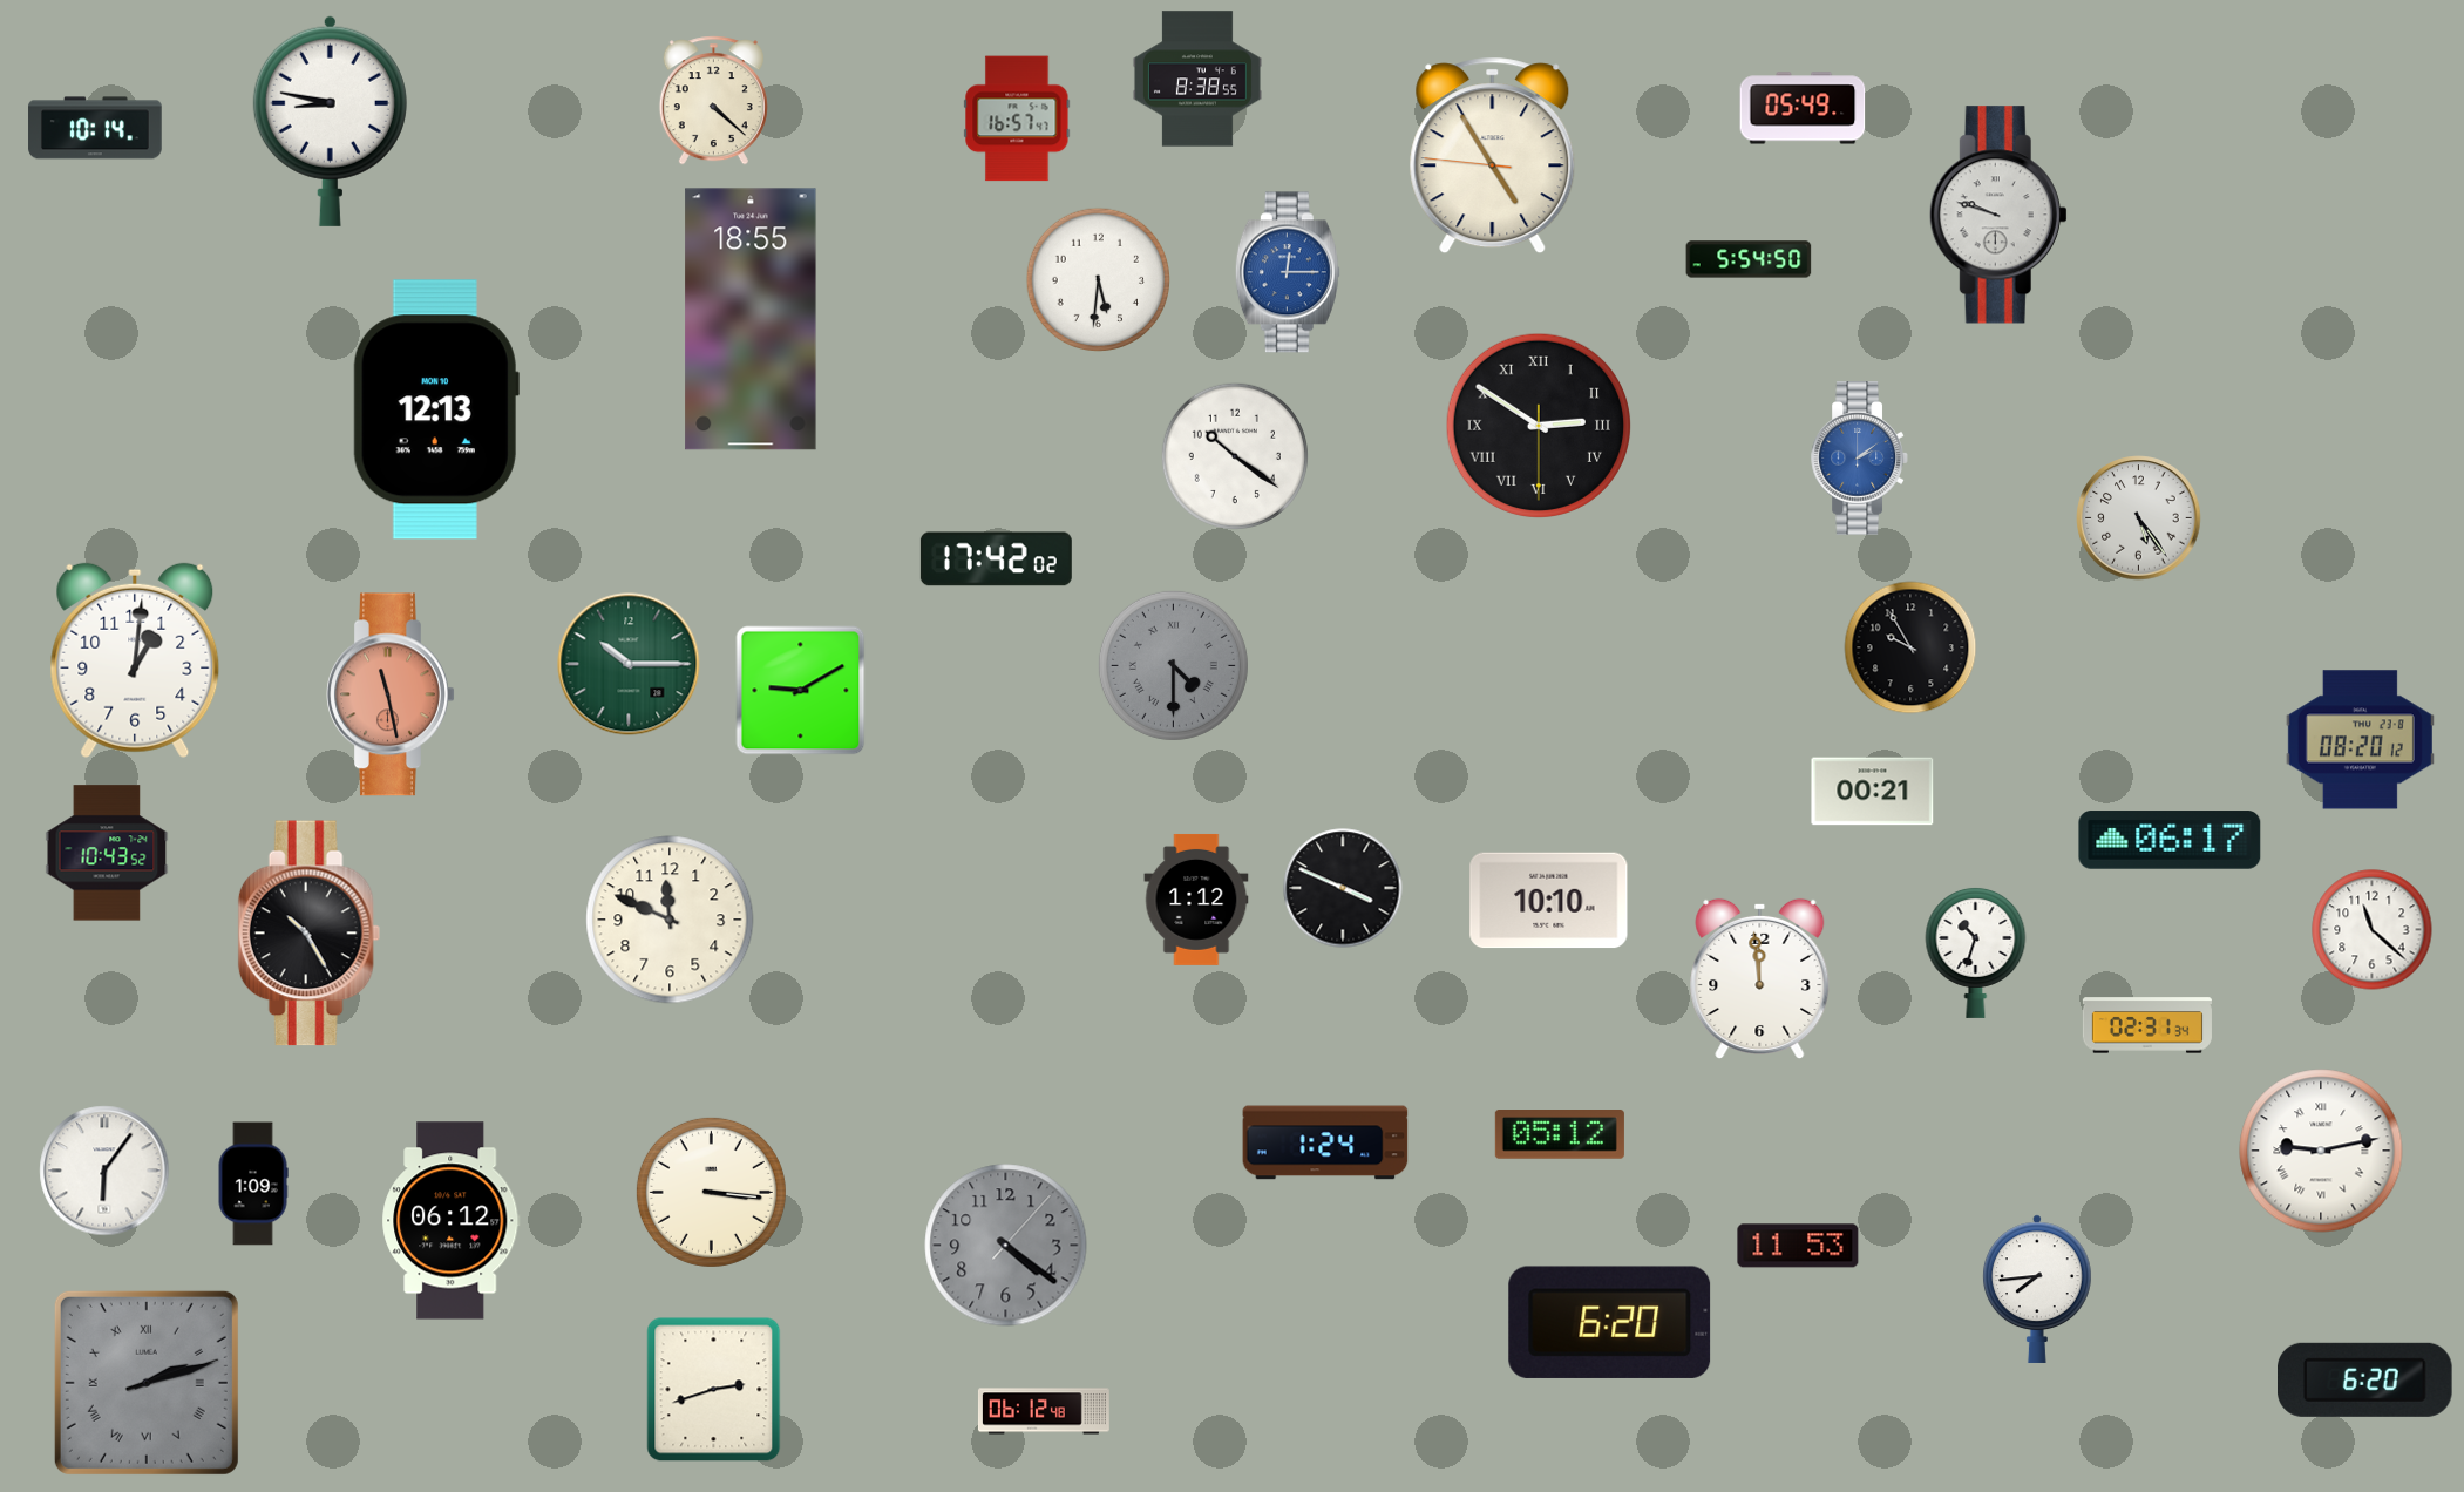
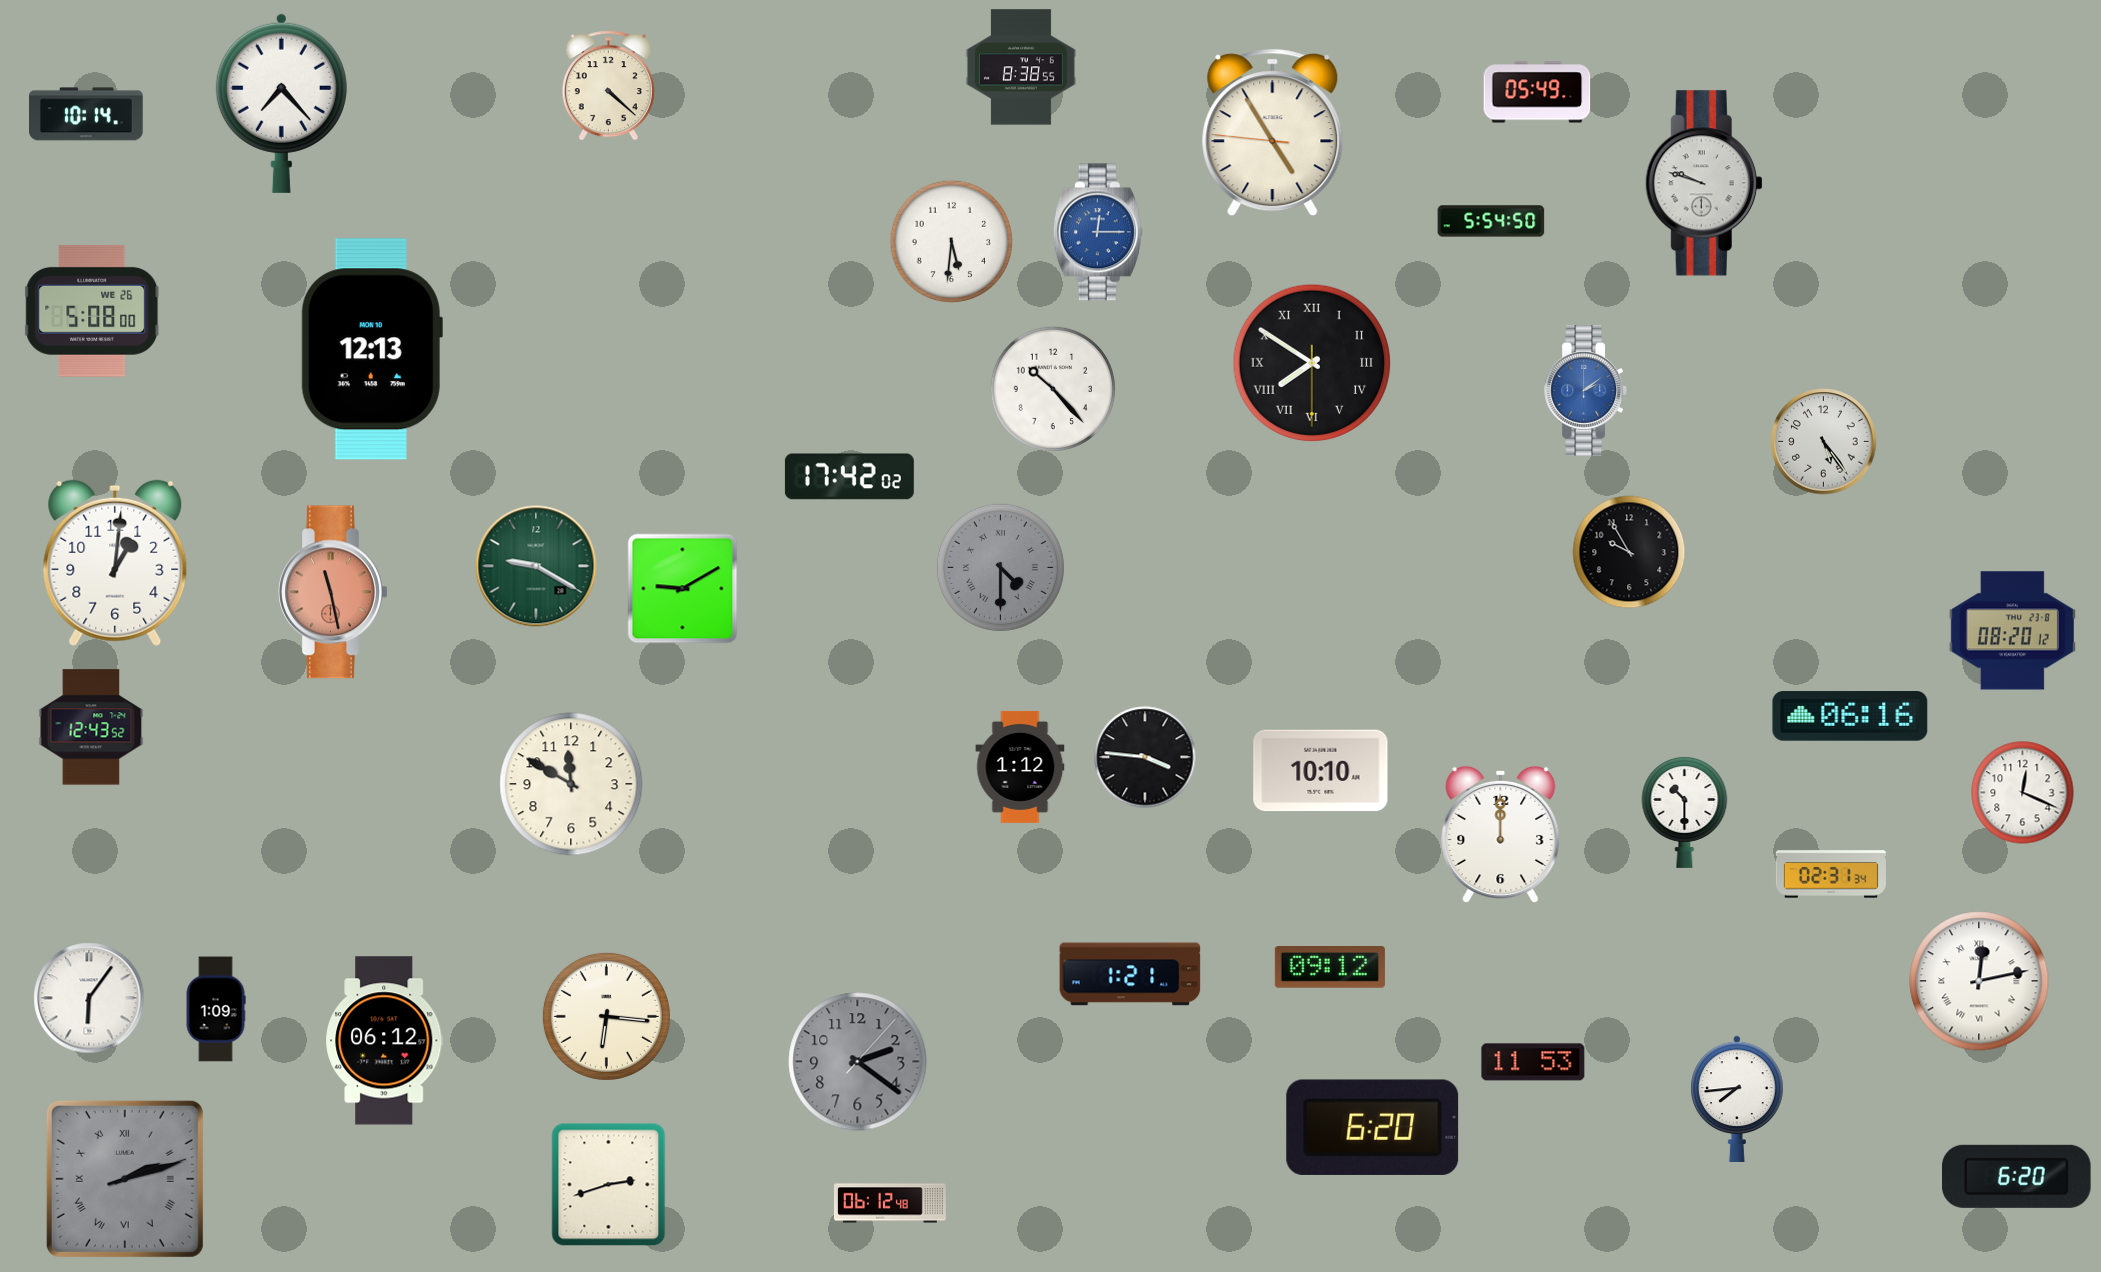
clock at (1017, 118): 16:57 -> none
clock at (330, 121): 8:47 -> 7:23
clock at (95, 128) position: (95, 128) -> (86, 114)
clock at (1099, 280) position: (1099, 280) -> (952, 242)
clock at (751, 319): 18:55 -> none
clock at (93, 311): none -> 5:08
clock at (1539, 426): 2:50 -> 7:50
clock at (1235, 456): 10:21 -> 10:23
clock at (629, 664): 10:15 -> 9:20
clock at (1873, 792): 00:21 -> none
clock at (2170, 840): 06:17 -> 06:16
clock at (107, 853): 10:43 -> 12:43
clock at (1343, 888): 3:49 -> 3:46
clock at (1549, 901) position: (1549, 901) -> (1321, 771)
clock at (670, 920): 11:49 -> 11:50
clock at (2373, 930): 11:22 -> 12:19
clock at (308, 934): 10:25 -> none
clock at (1976, 952): 10:33 -> 10:30
clock at (1760, 978): 11:59 -> 12:00
clock at (1560, 1134): 05:12 -> 09:12
clock at (1325, 1142): 1:24 -> 1:21
clock at (2321, 1151): 9:13 -> 12:13
clock at (711, 1192): 3:16 -> 6:16
clock at (1006, 1246): 4:21 -> 2:21
